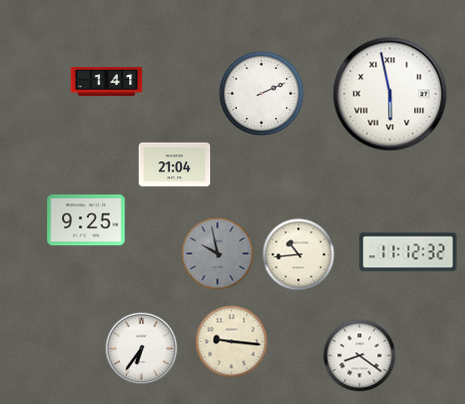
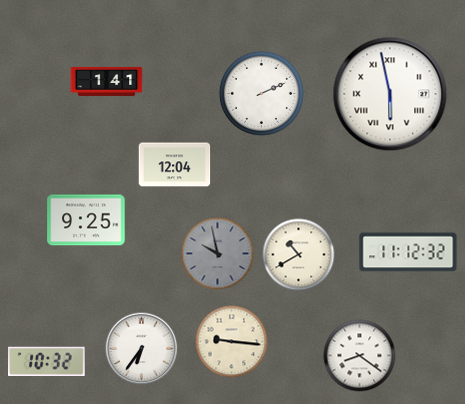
clock at (175, 165): 21:04 -> 12:04
clock at (299, 255): 10:44 -> 10:40
clock at (47, 361): none -> 10:32
